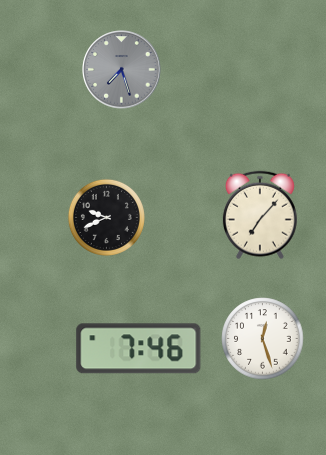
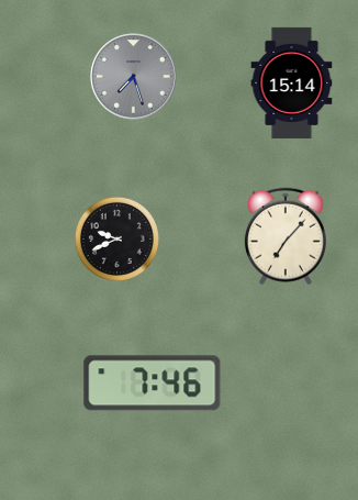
clock at (292, 82): none -> 15:14
clock at (263, 339): 12:27 -> none
